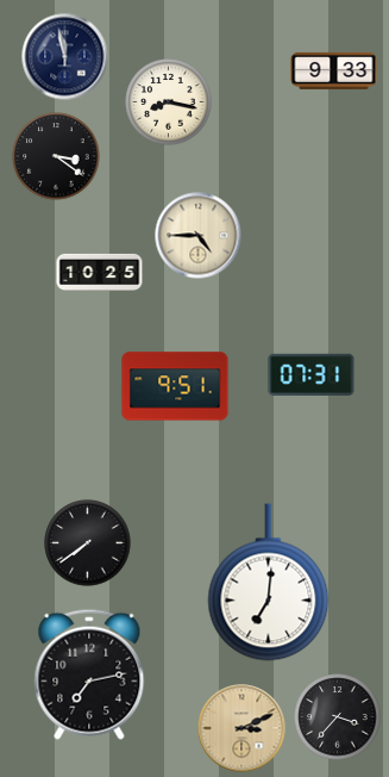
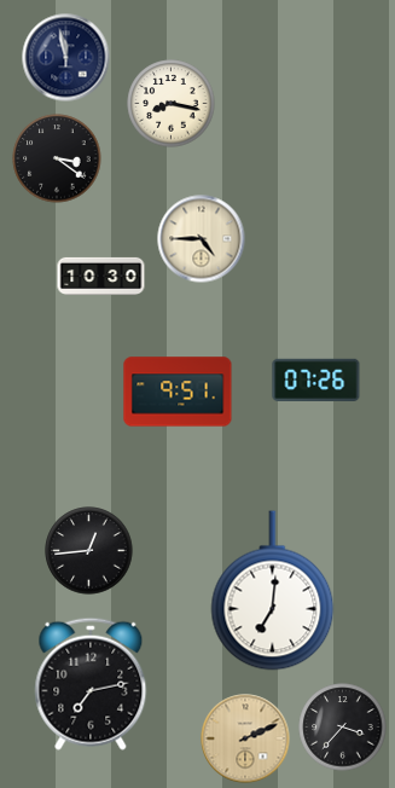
clock at (334, 70): 9:33 -> none
clock at (100, 272): 10:25 -> 10:30
clock at (312, 374): 07:31 -> 07:26
clock at (88, 543): 7:39 -> 12:44
clock at (241, 728): 3:11 -> 2:11
